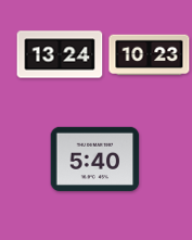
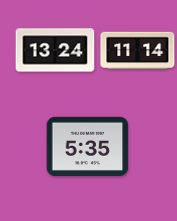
clock at (150, 55): 10:23 -> 11:14
clock at (95, 159): 5:40 -> 5:35
